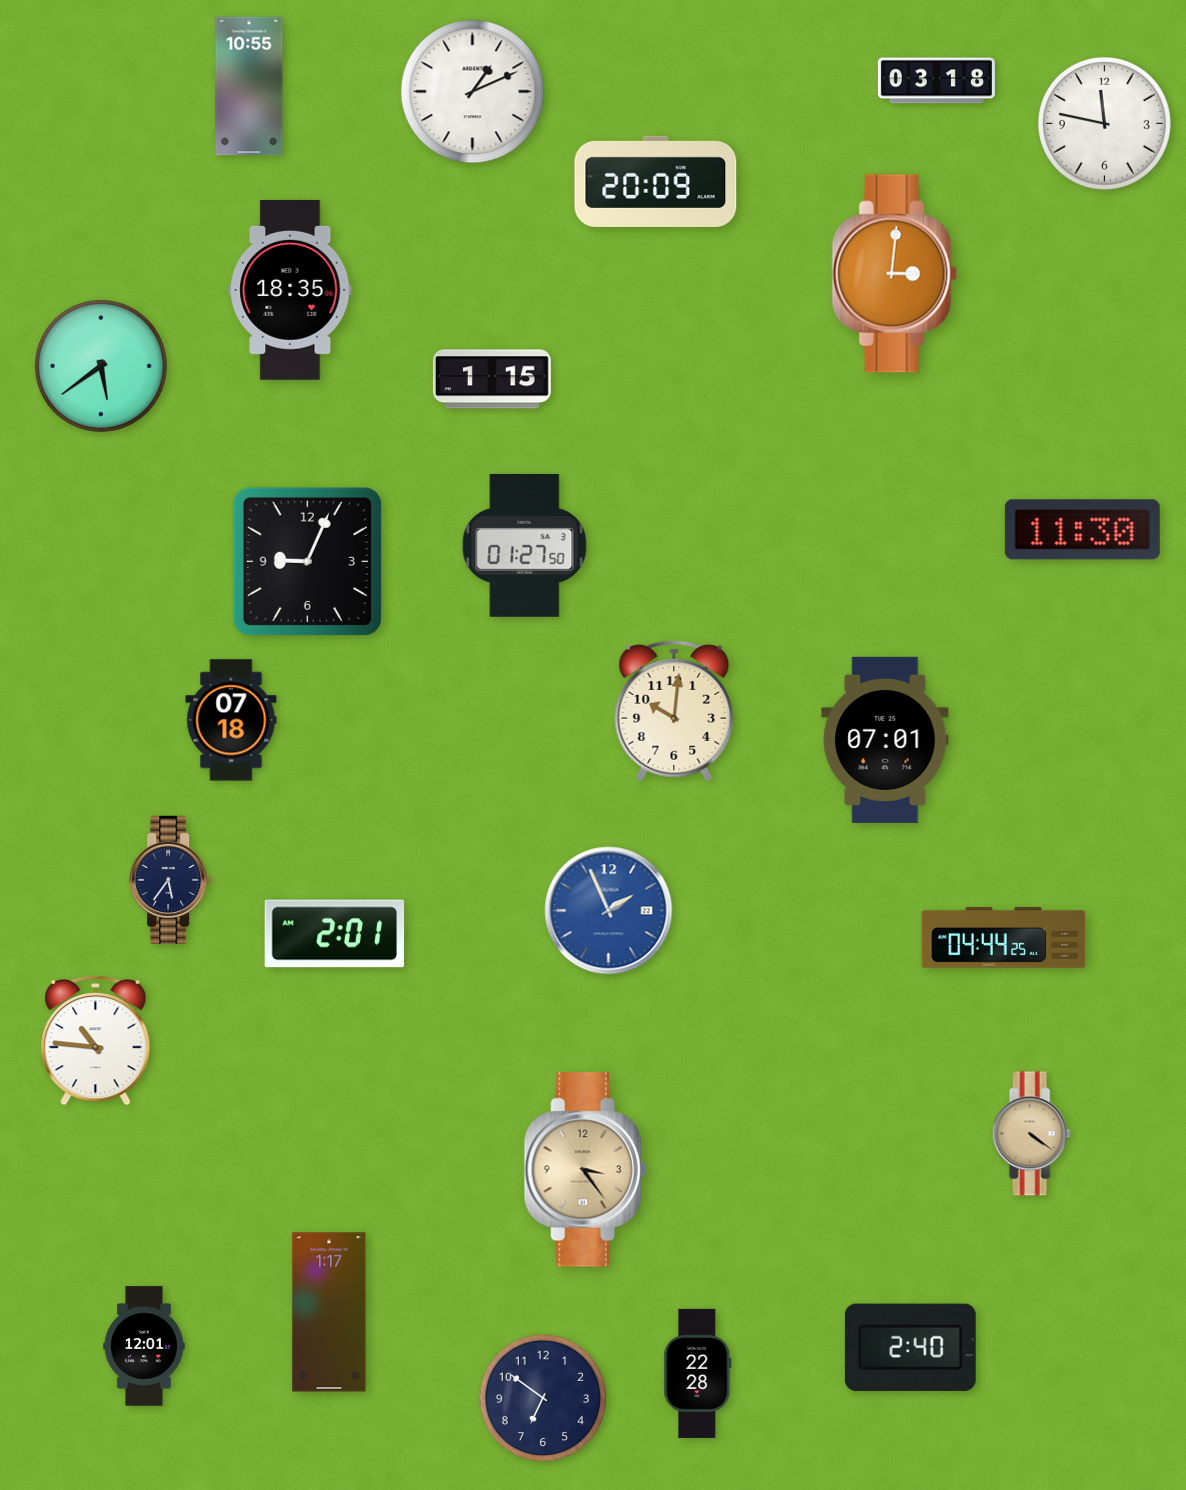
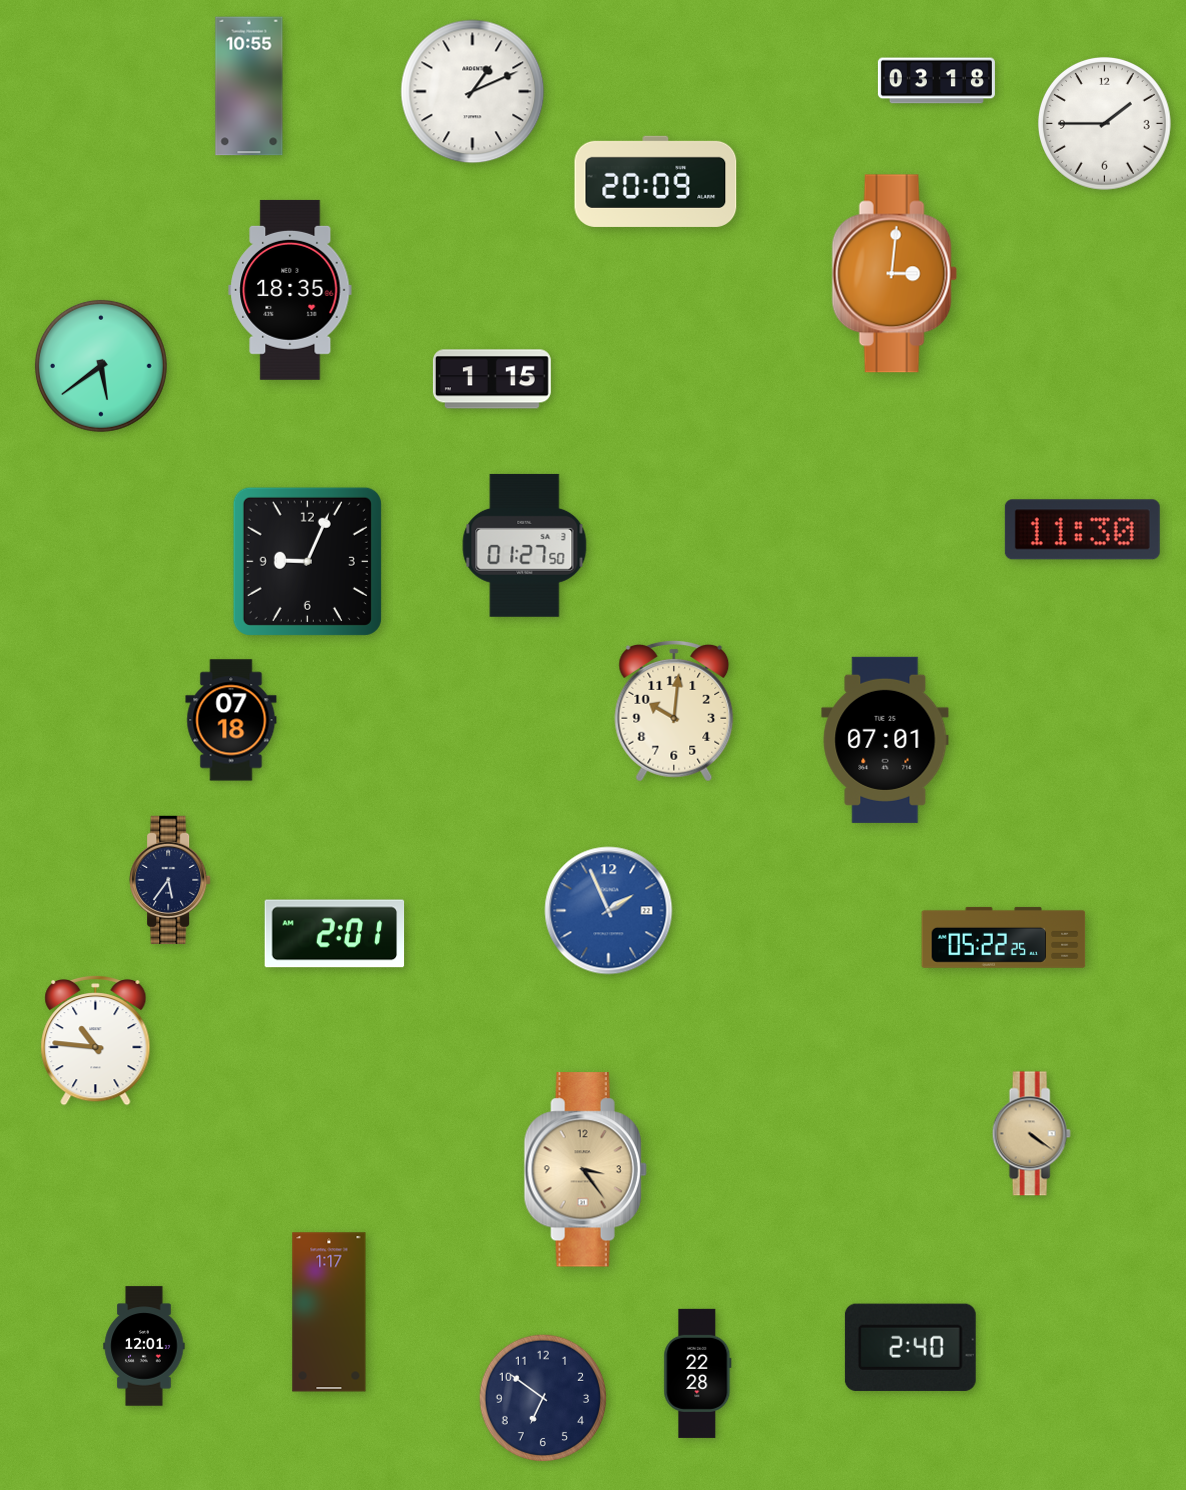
clock at (1104, 124): 11:47 -> 1:45
clock at (1004, 937): 04:44 -> 05:22
